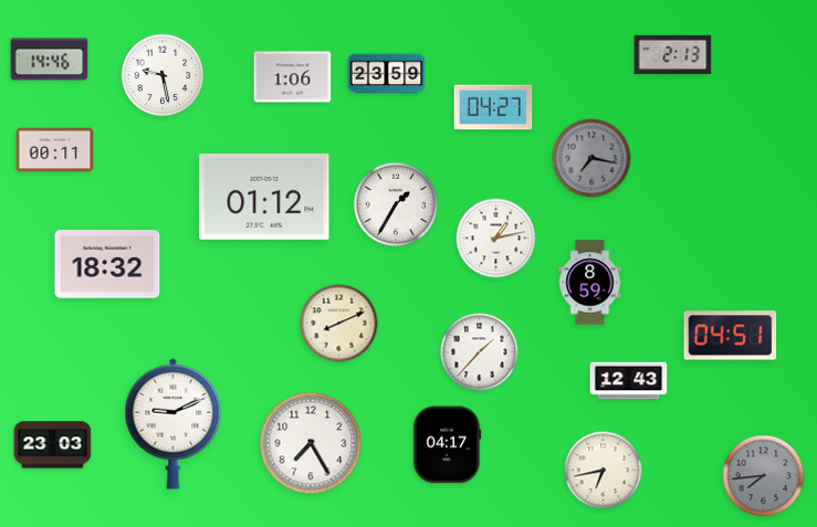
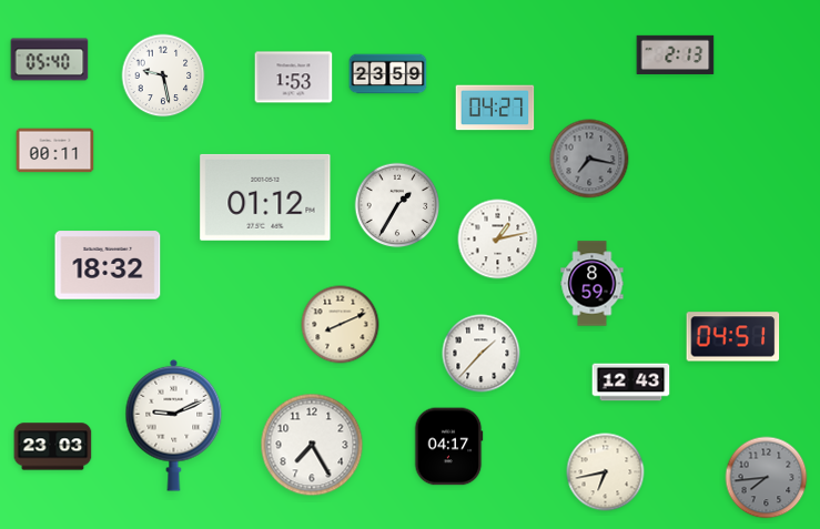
clock at (50, 60): 14:46 -> 05:40
clock at (293, 77): 1:06 -> 1:53
clock at (591, 158) position: (591, 158) -> (589, 159)
